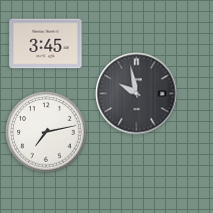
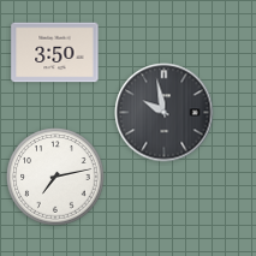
clock at (46, 44): 3:45 -> 3:50
clock at (46, 132) position: (46, 132) -> (55, 177)
